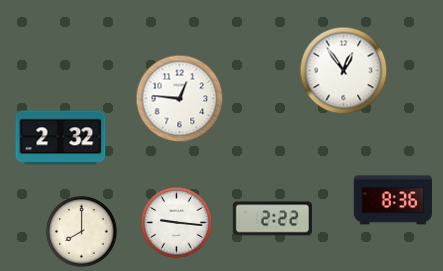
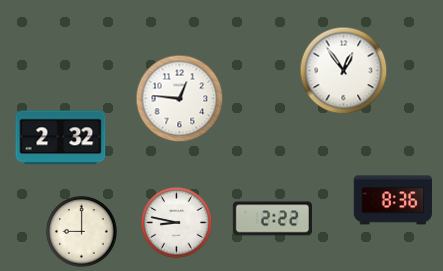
clock at (177, 223): 9:16 -> 8:47
clock at (82, 232): 8:00 -> 9:00
